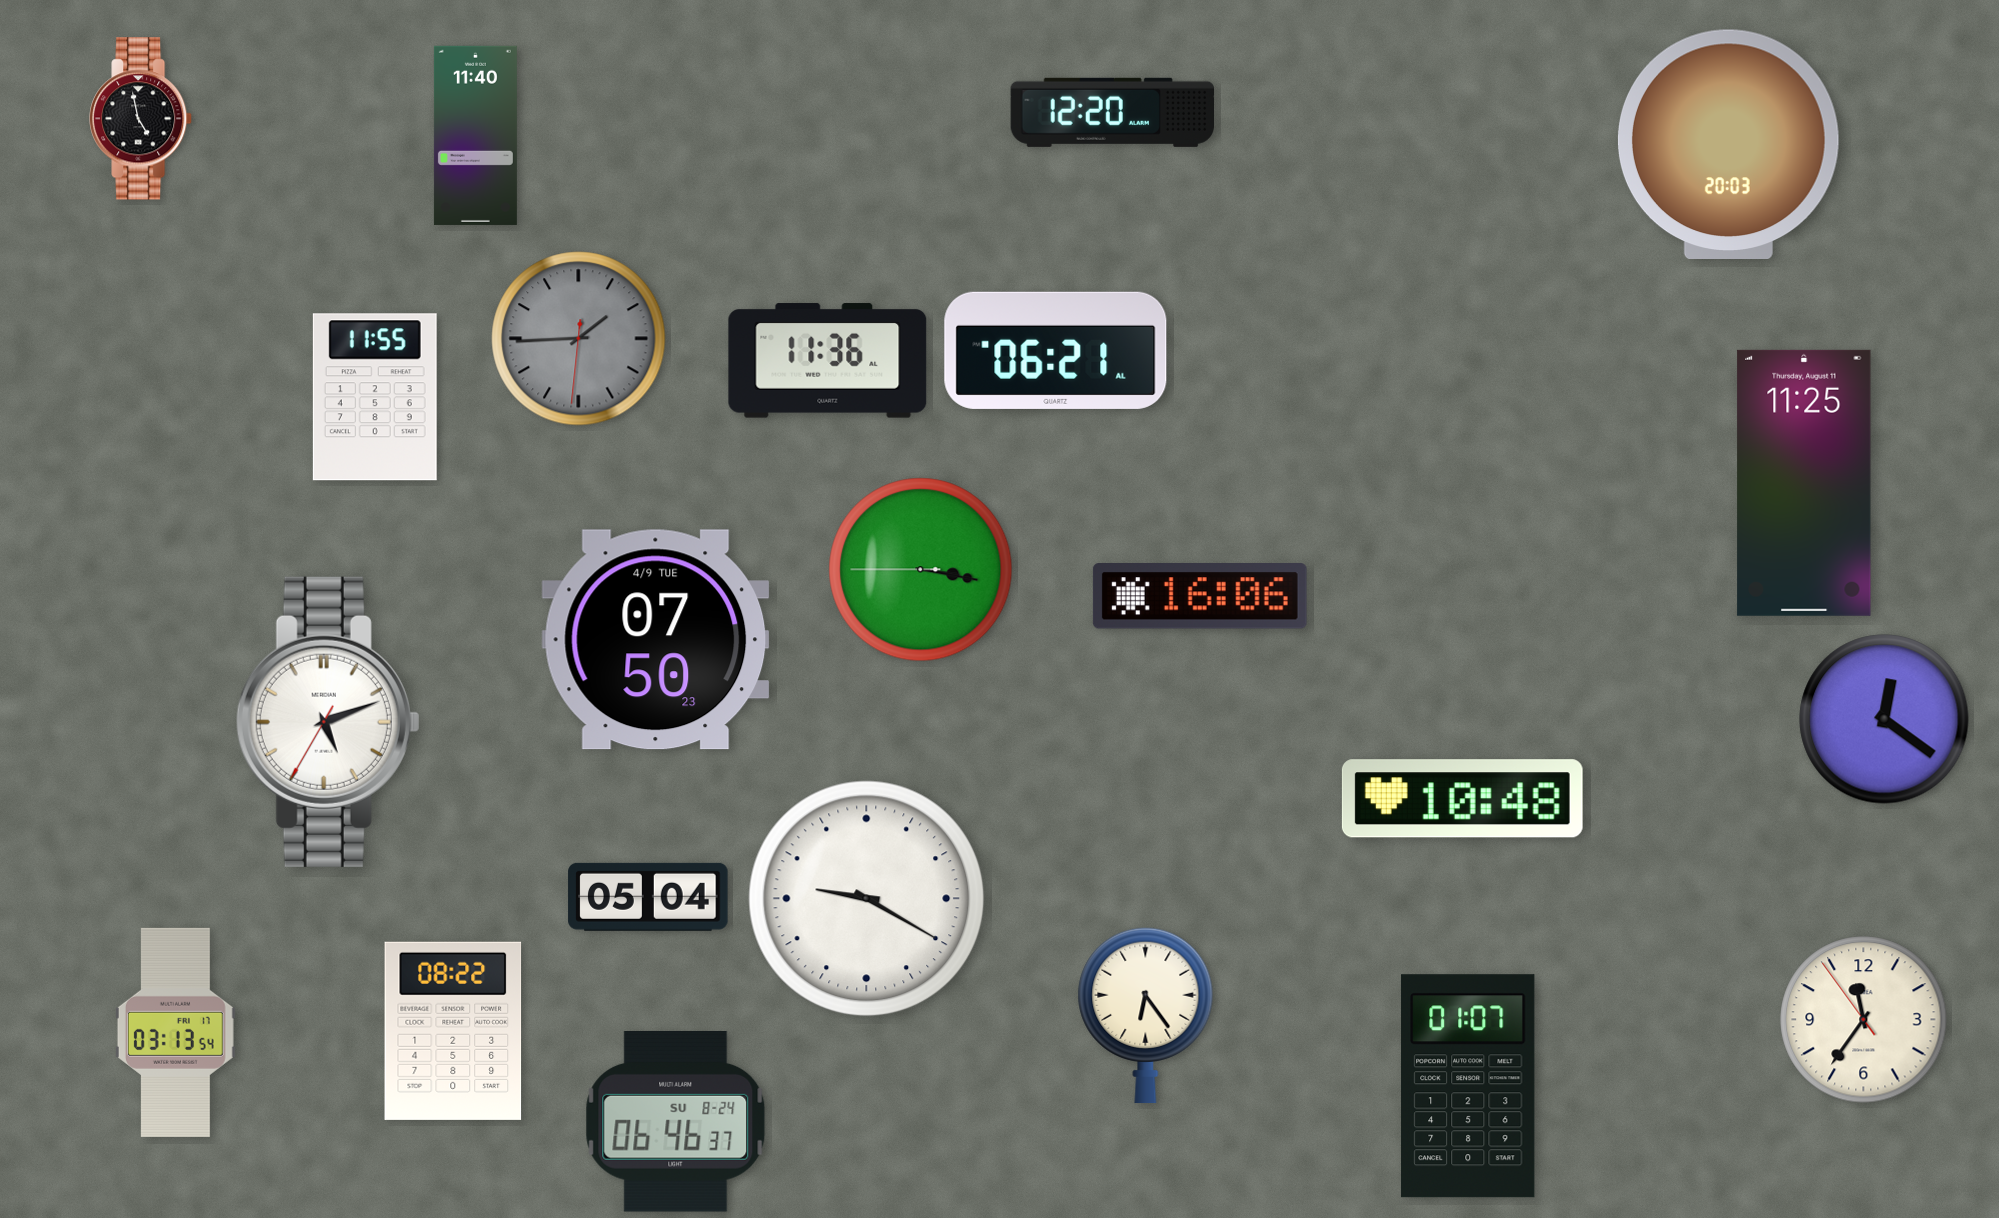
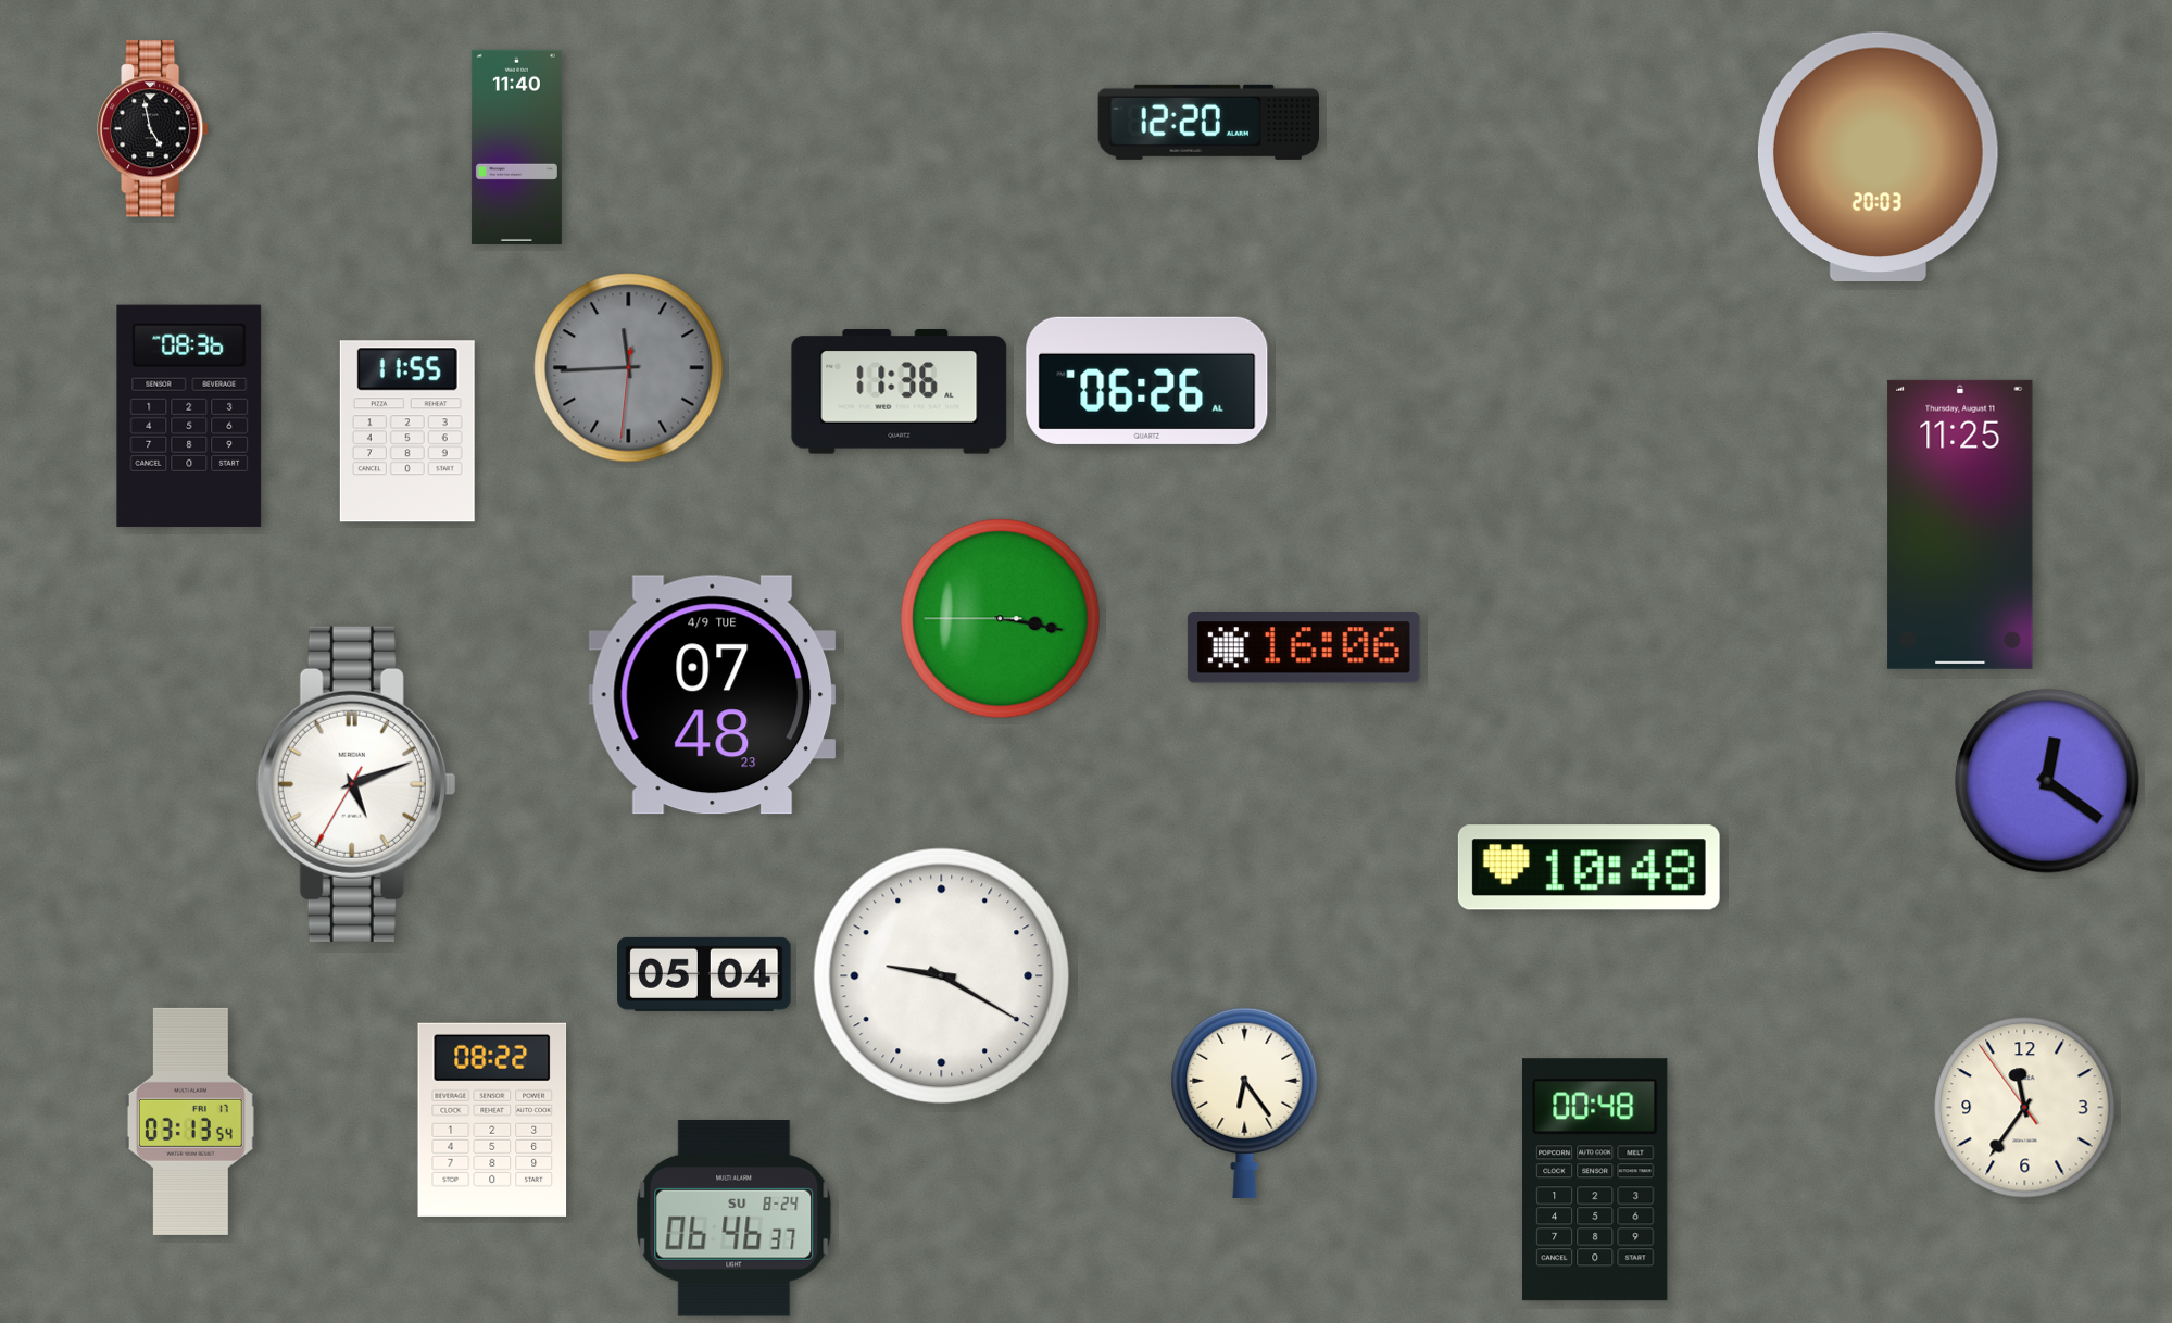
clock at (579, 339): 1:44 -> 11:44
clock at (1056, 350): 06:21 -> 06:26
clock at (189, 416): none -> 08:36
clock at (656, 640): 07:50 -> 07:48
clock at (1468, 1086): 01:07 -> 00:48
